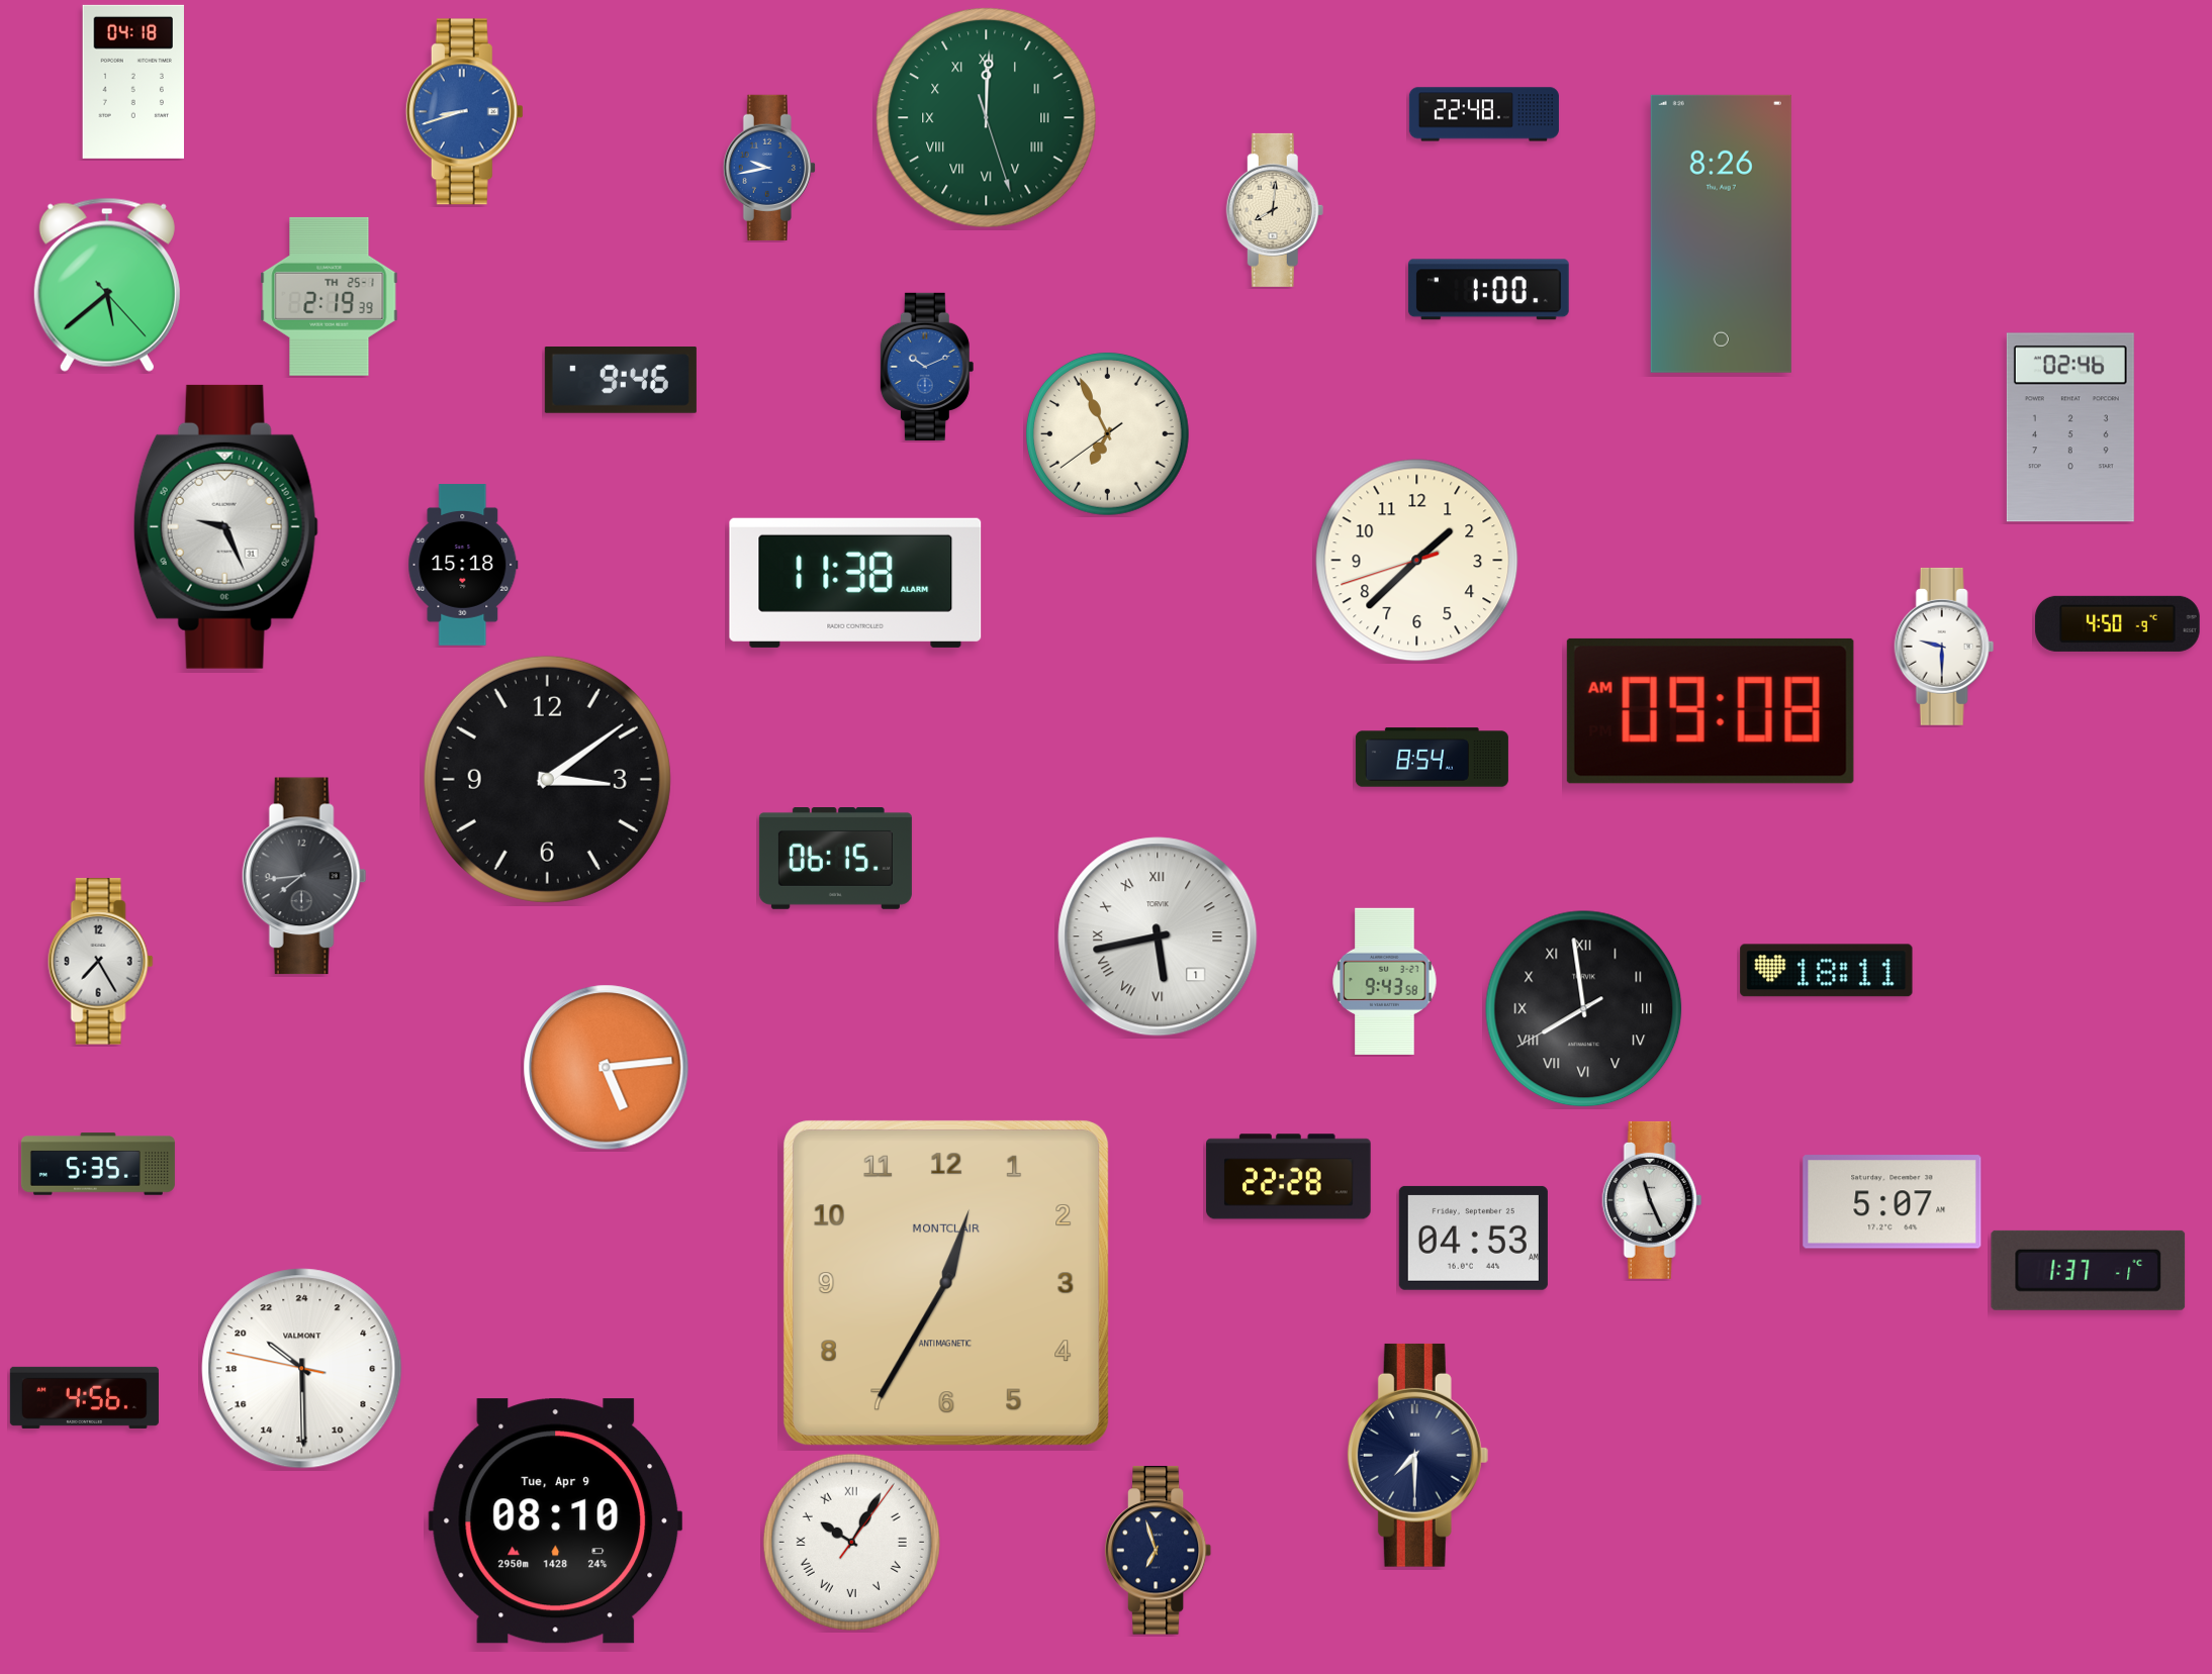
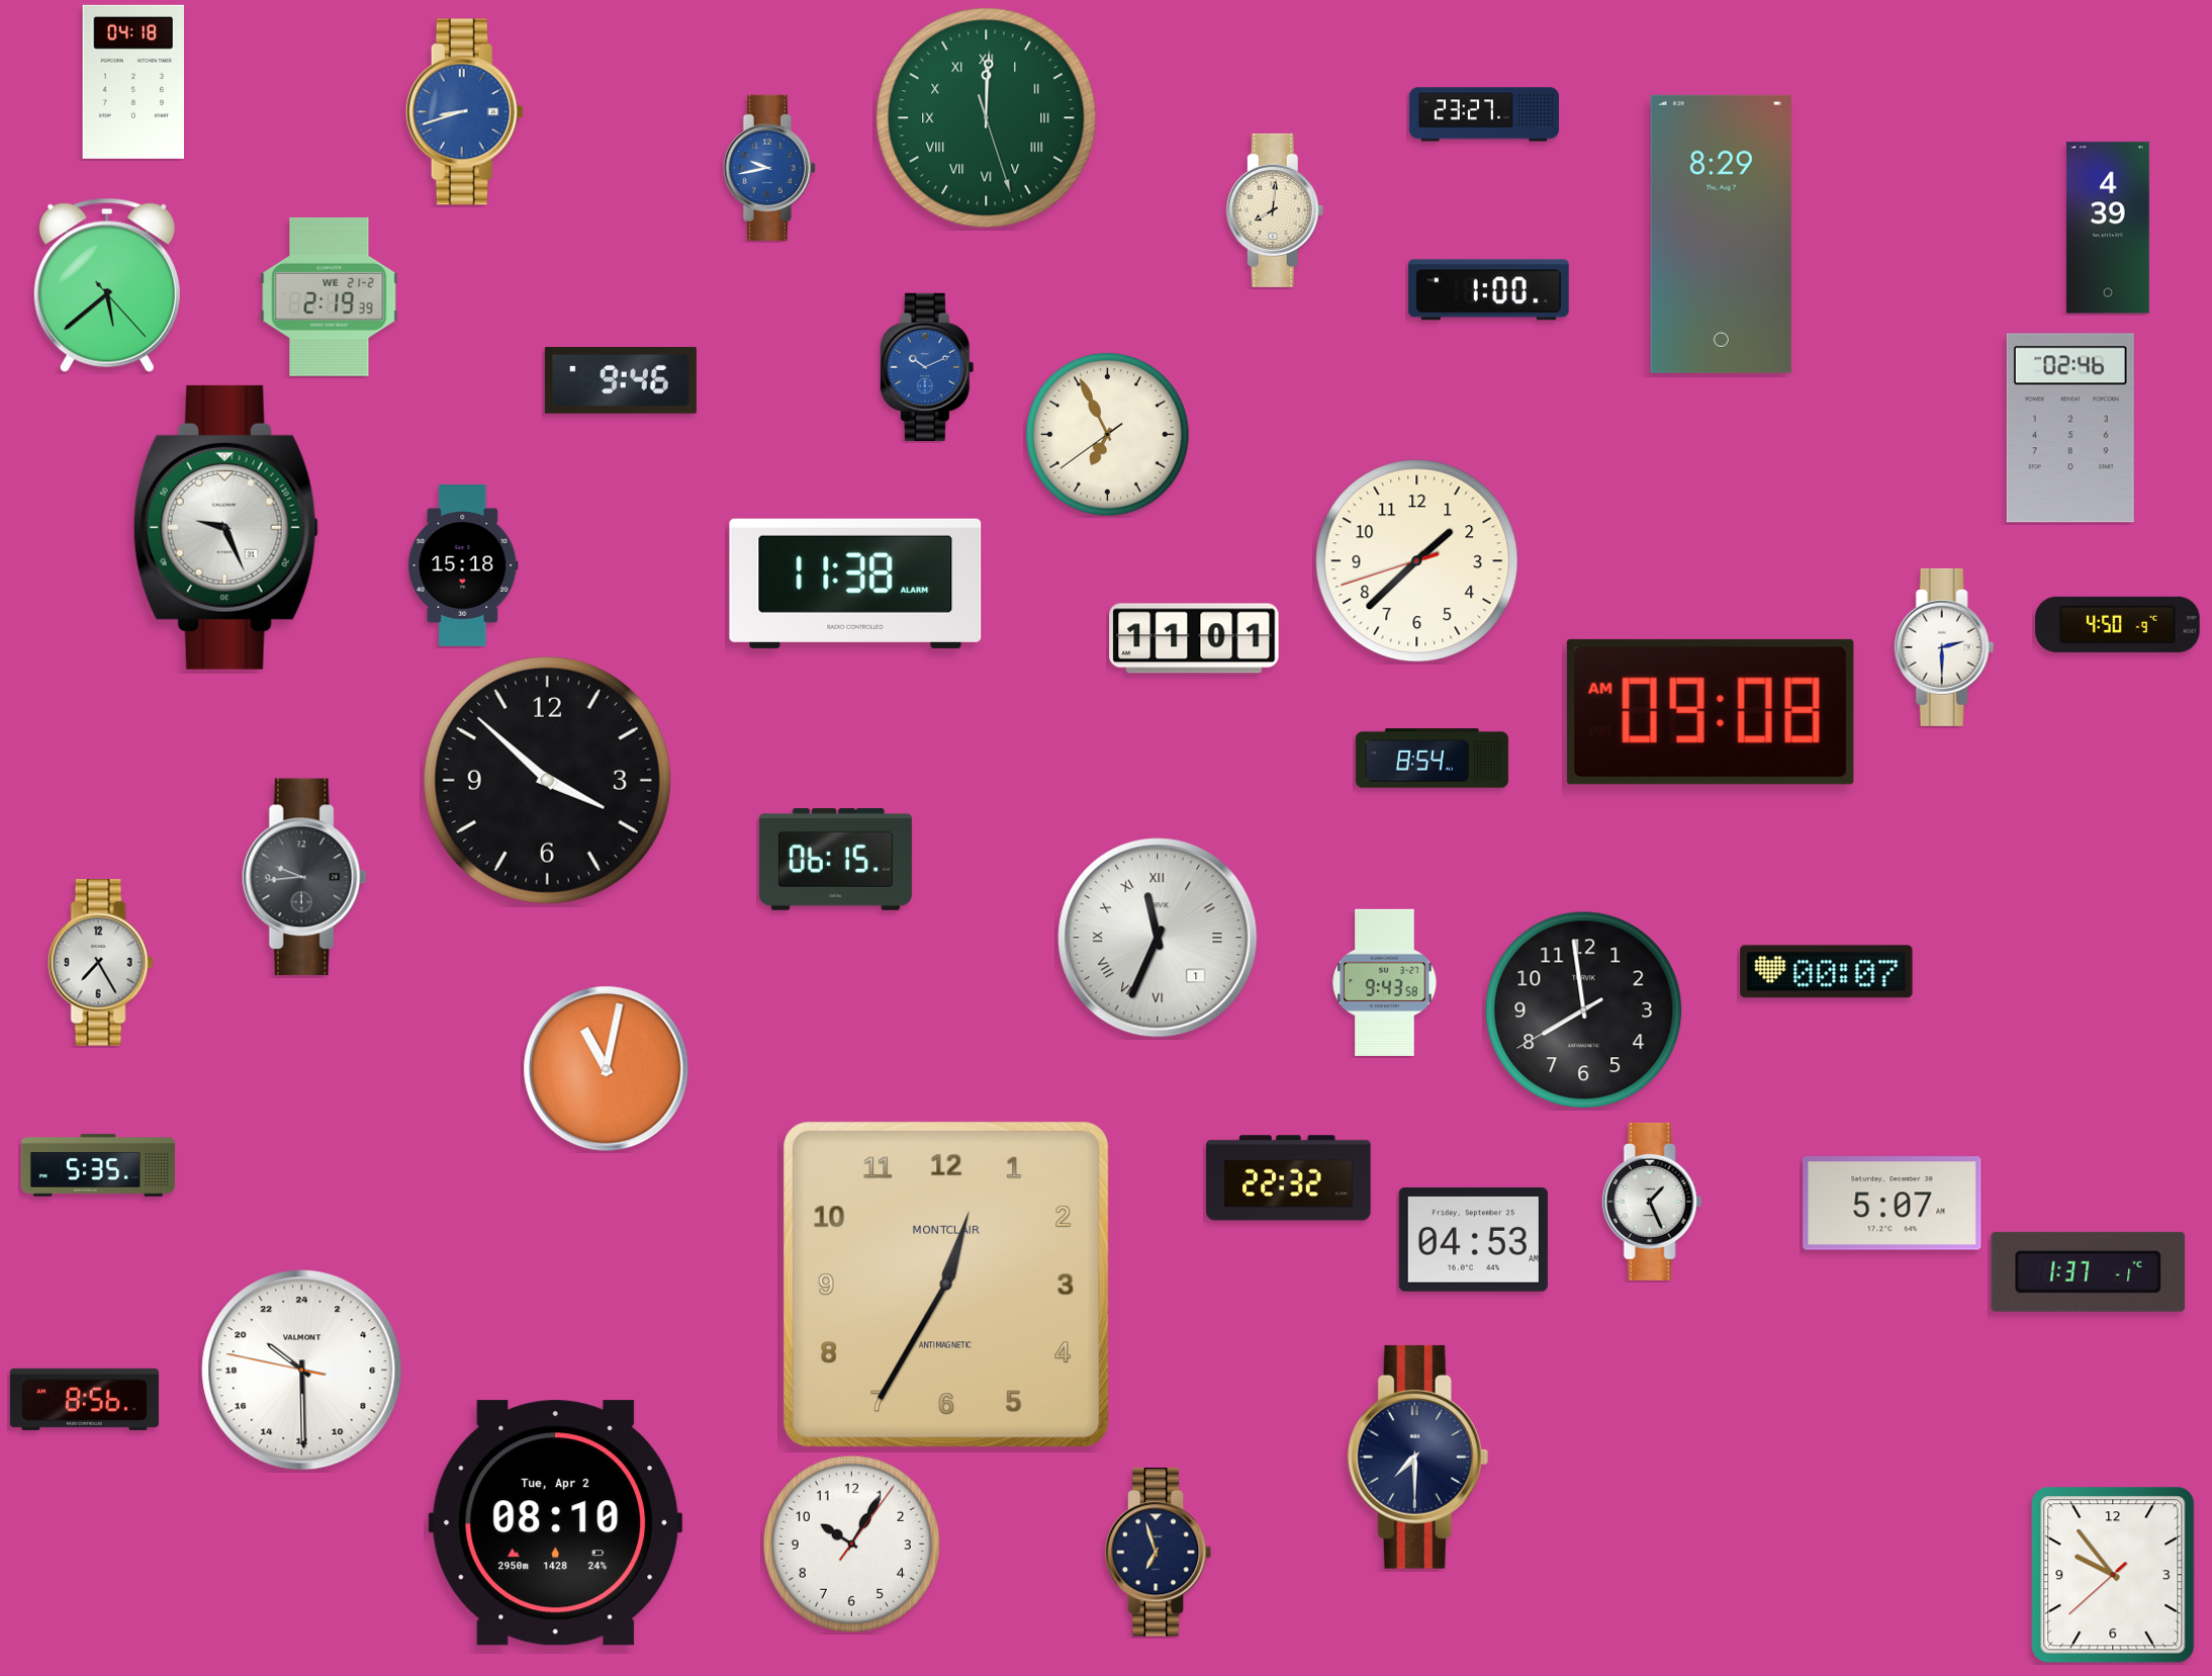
clock at (1484, 114): 22:48 -> 23:27
clock at (2108, 228): none -> 4:39
clock at (1721, 233): 8:26 -> 8:29
clock at (330, 296) date: TH 25-1 -> WE 21-2
clock at (1194, 638): none -> 11:01
clock at (1944, 647): 9:30 -> 2:30
clock at (547, 779): 3:09 -> 3:52
clock at (304, 876): 7:44 -> 9:44
clock at (1158, 937): 5:43 -> 11:34
clock at (1827, 971): 18:11 -> 00:07
clock at (1584, 1009) numerals: Roman -> Arabic
clock at (607, 1068): 5:14 -> 11:02
clock at (1289, 1177): 22:28 -> 22:32
clock at (1652, 1200): 11:26 -> 1:26
clock at (84, 1397): 4:56 -> 8:56
clock at (556, 1521) date: Tue, Apr 9 -> Tue, Apr 2
clock at (851, 1542) numerals: Roman -> Arabic
clock at (2113, 1575): none -> 9:53
